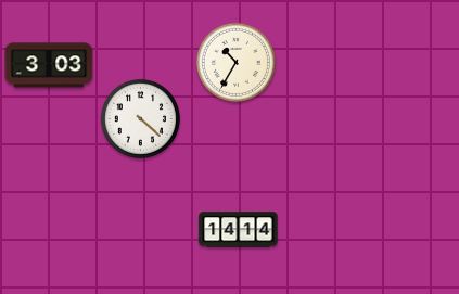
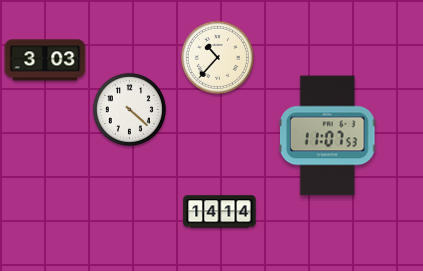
clock at (235, 62): 10:35 -> 10:37
clock at (328, 136): none -> 11:07
